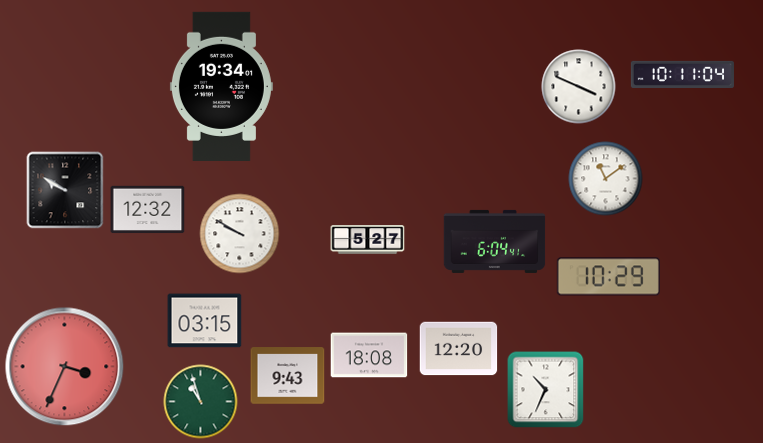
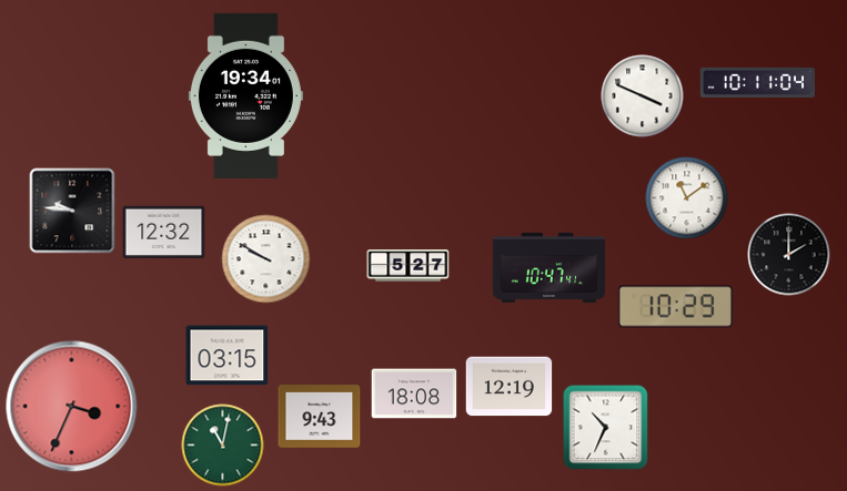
clock at (606, 179) position: (606, 179) -> (687, 198)
clock at (65, 190): 9:50 -> 9:46
clock at (789, 255): none -> 2:00
clock at (495, 241): 6:04 -> 10:47
clock at (459, 349): 12:20 -> 12:19
clock at (369, 355) position: (369, 355) -> (414, 393)
clock at (546, 390) position: (546, 390) -> (606, 428)
clock at (201, 402): 10:57 -> 11:02
